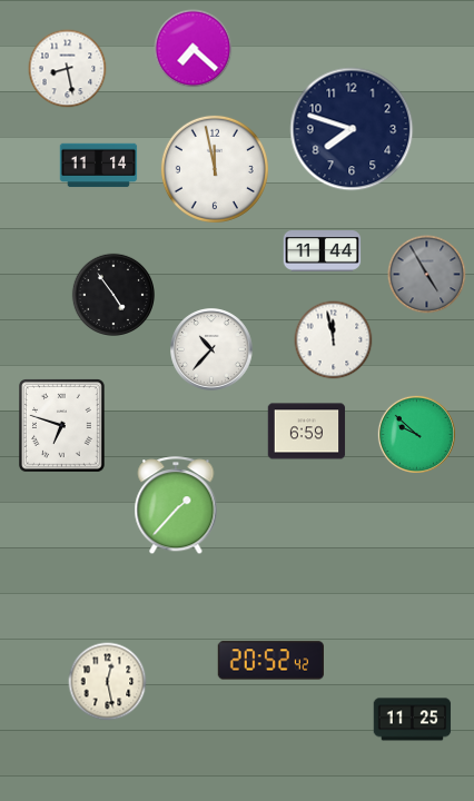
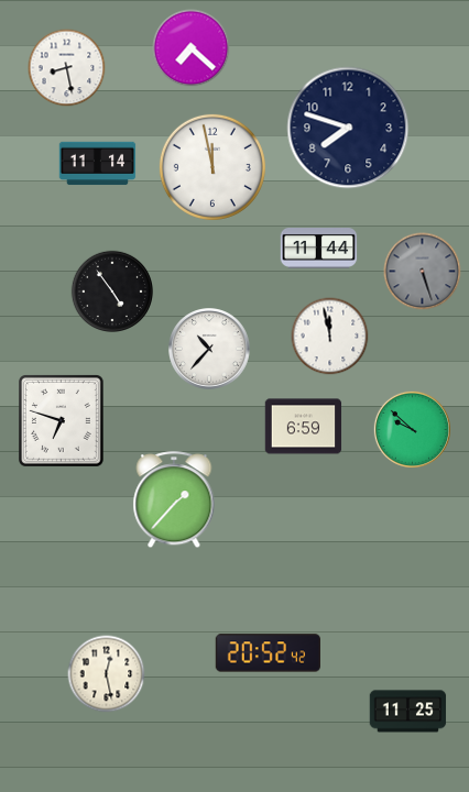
clock at (427, 275): 4:55 -> 5:27
clock at (213, 350) position: (213, 350) -> (210, 350)
